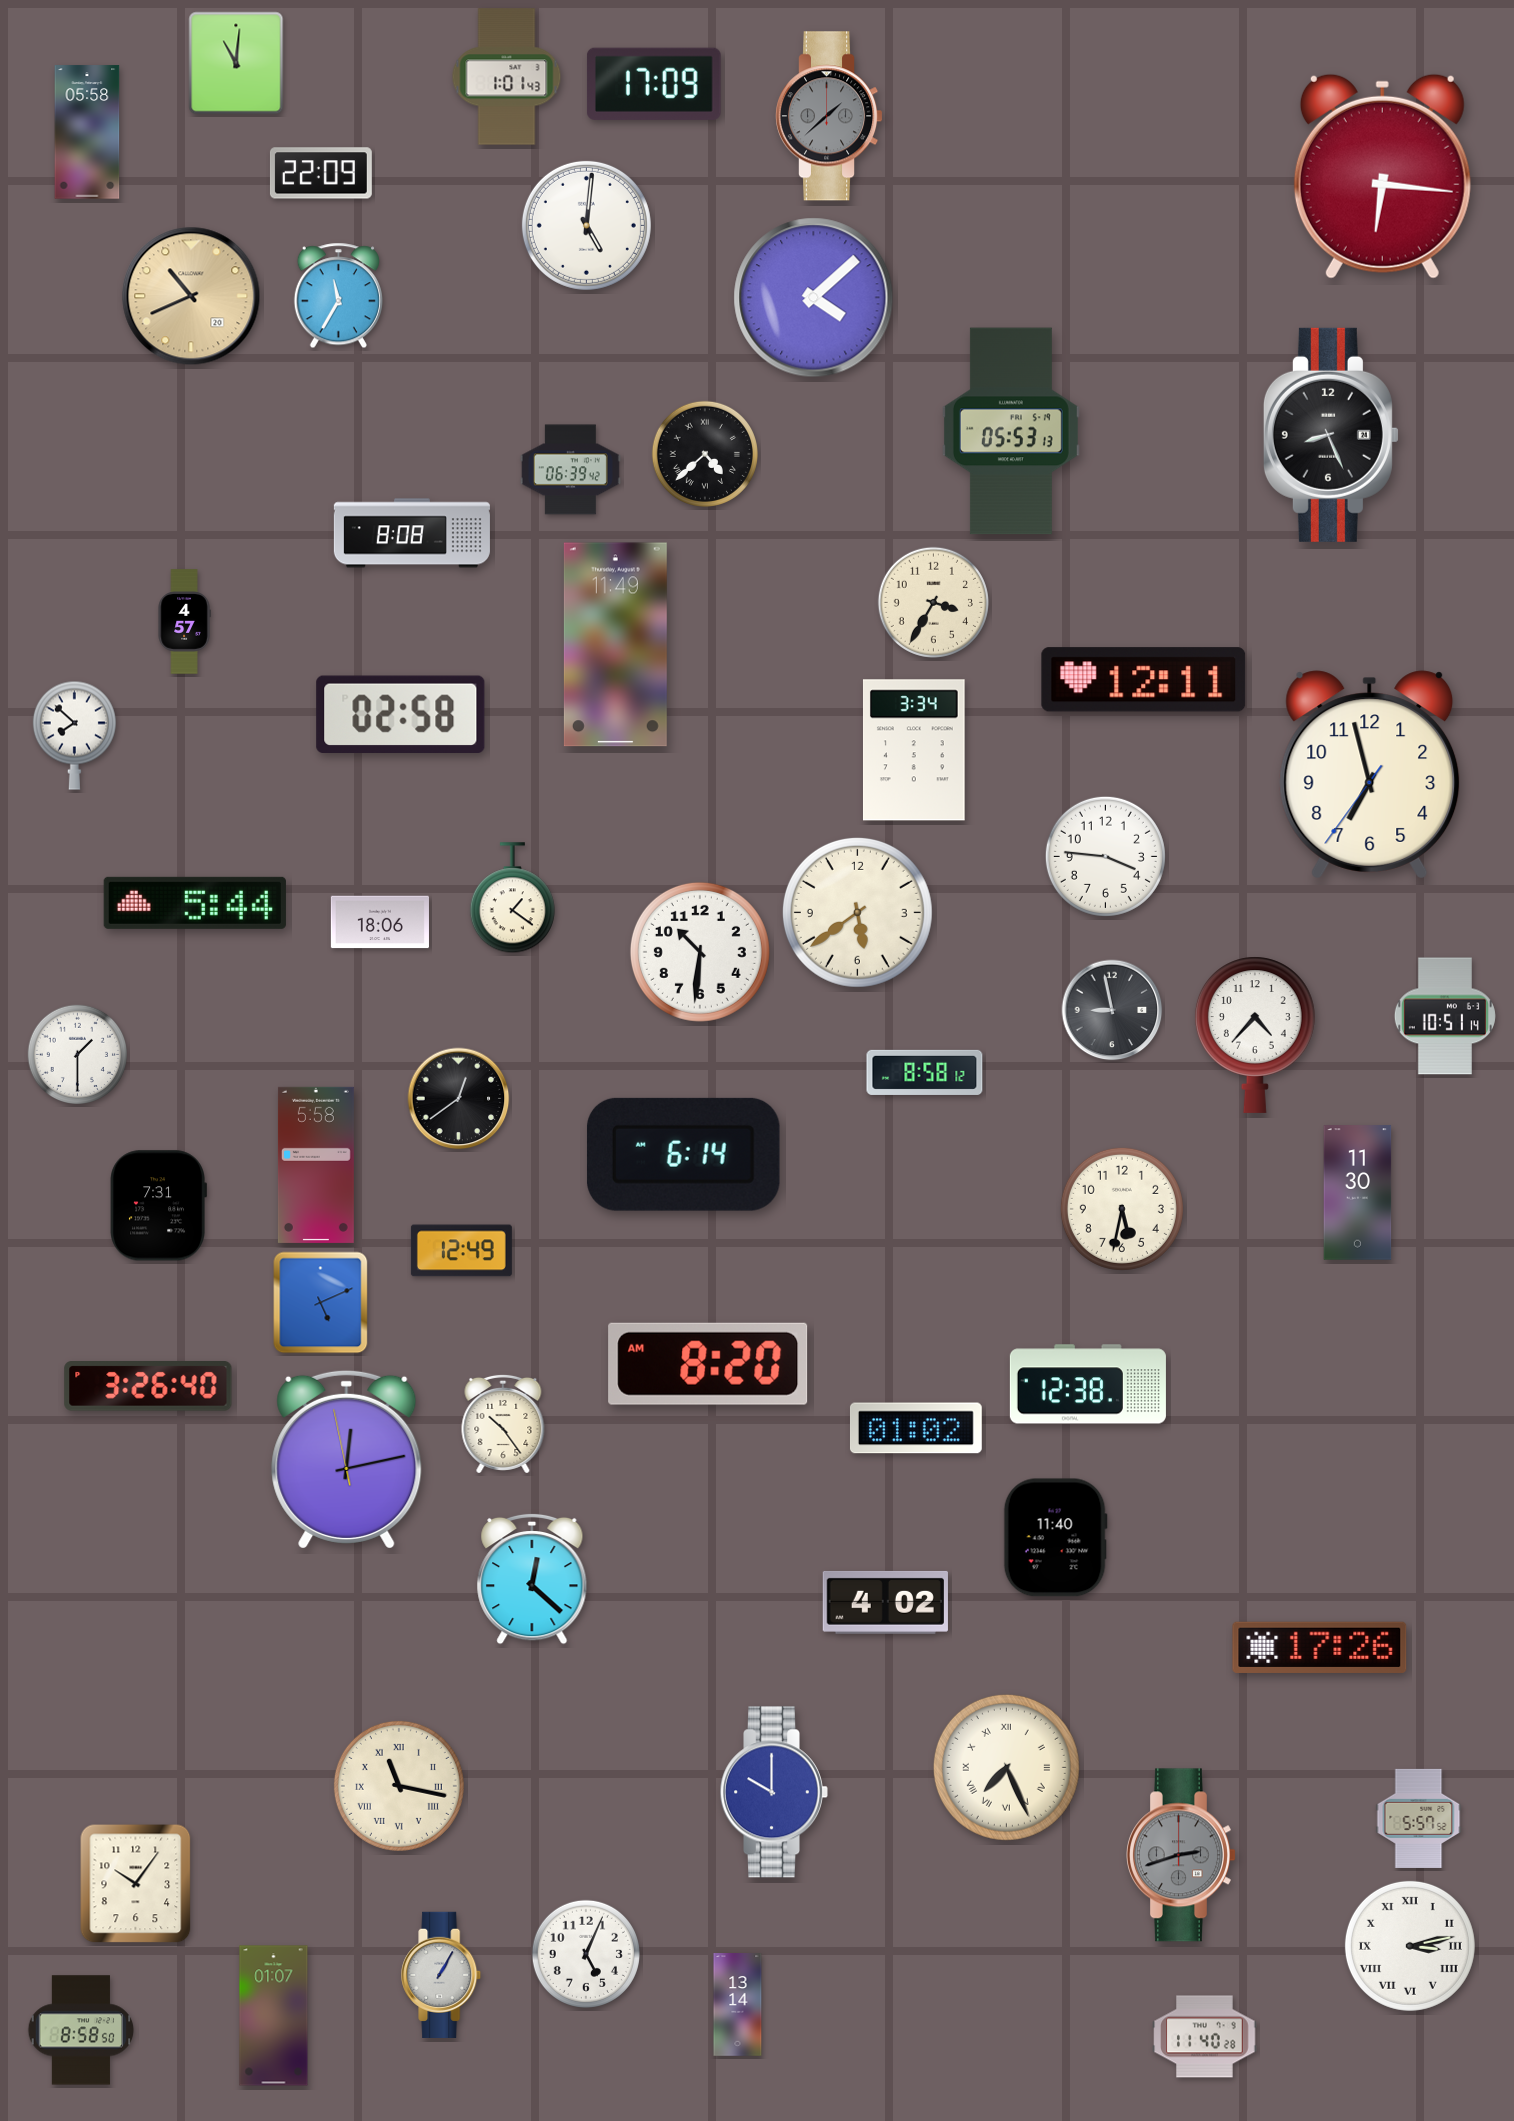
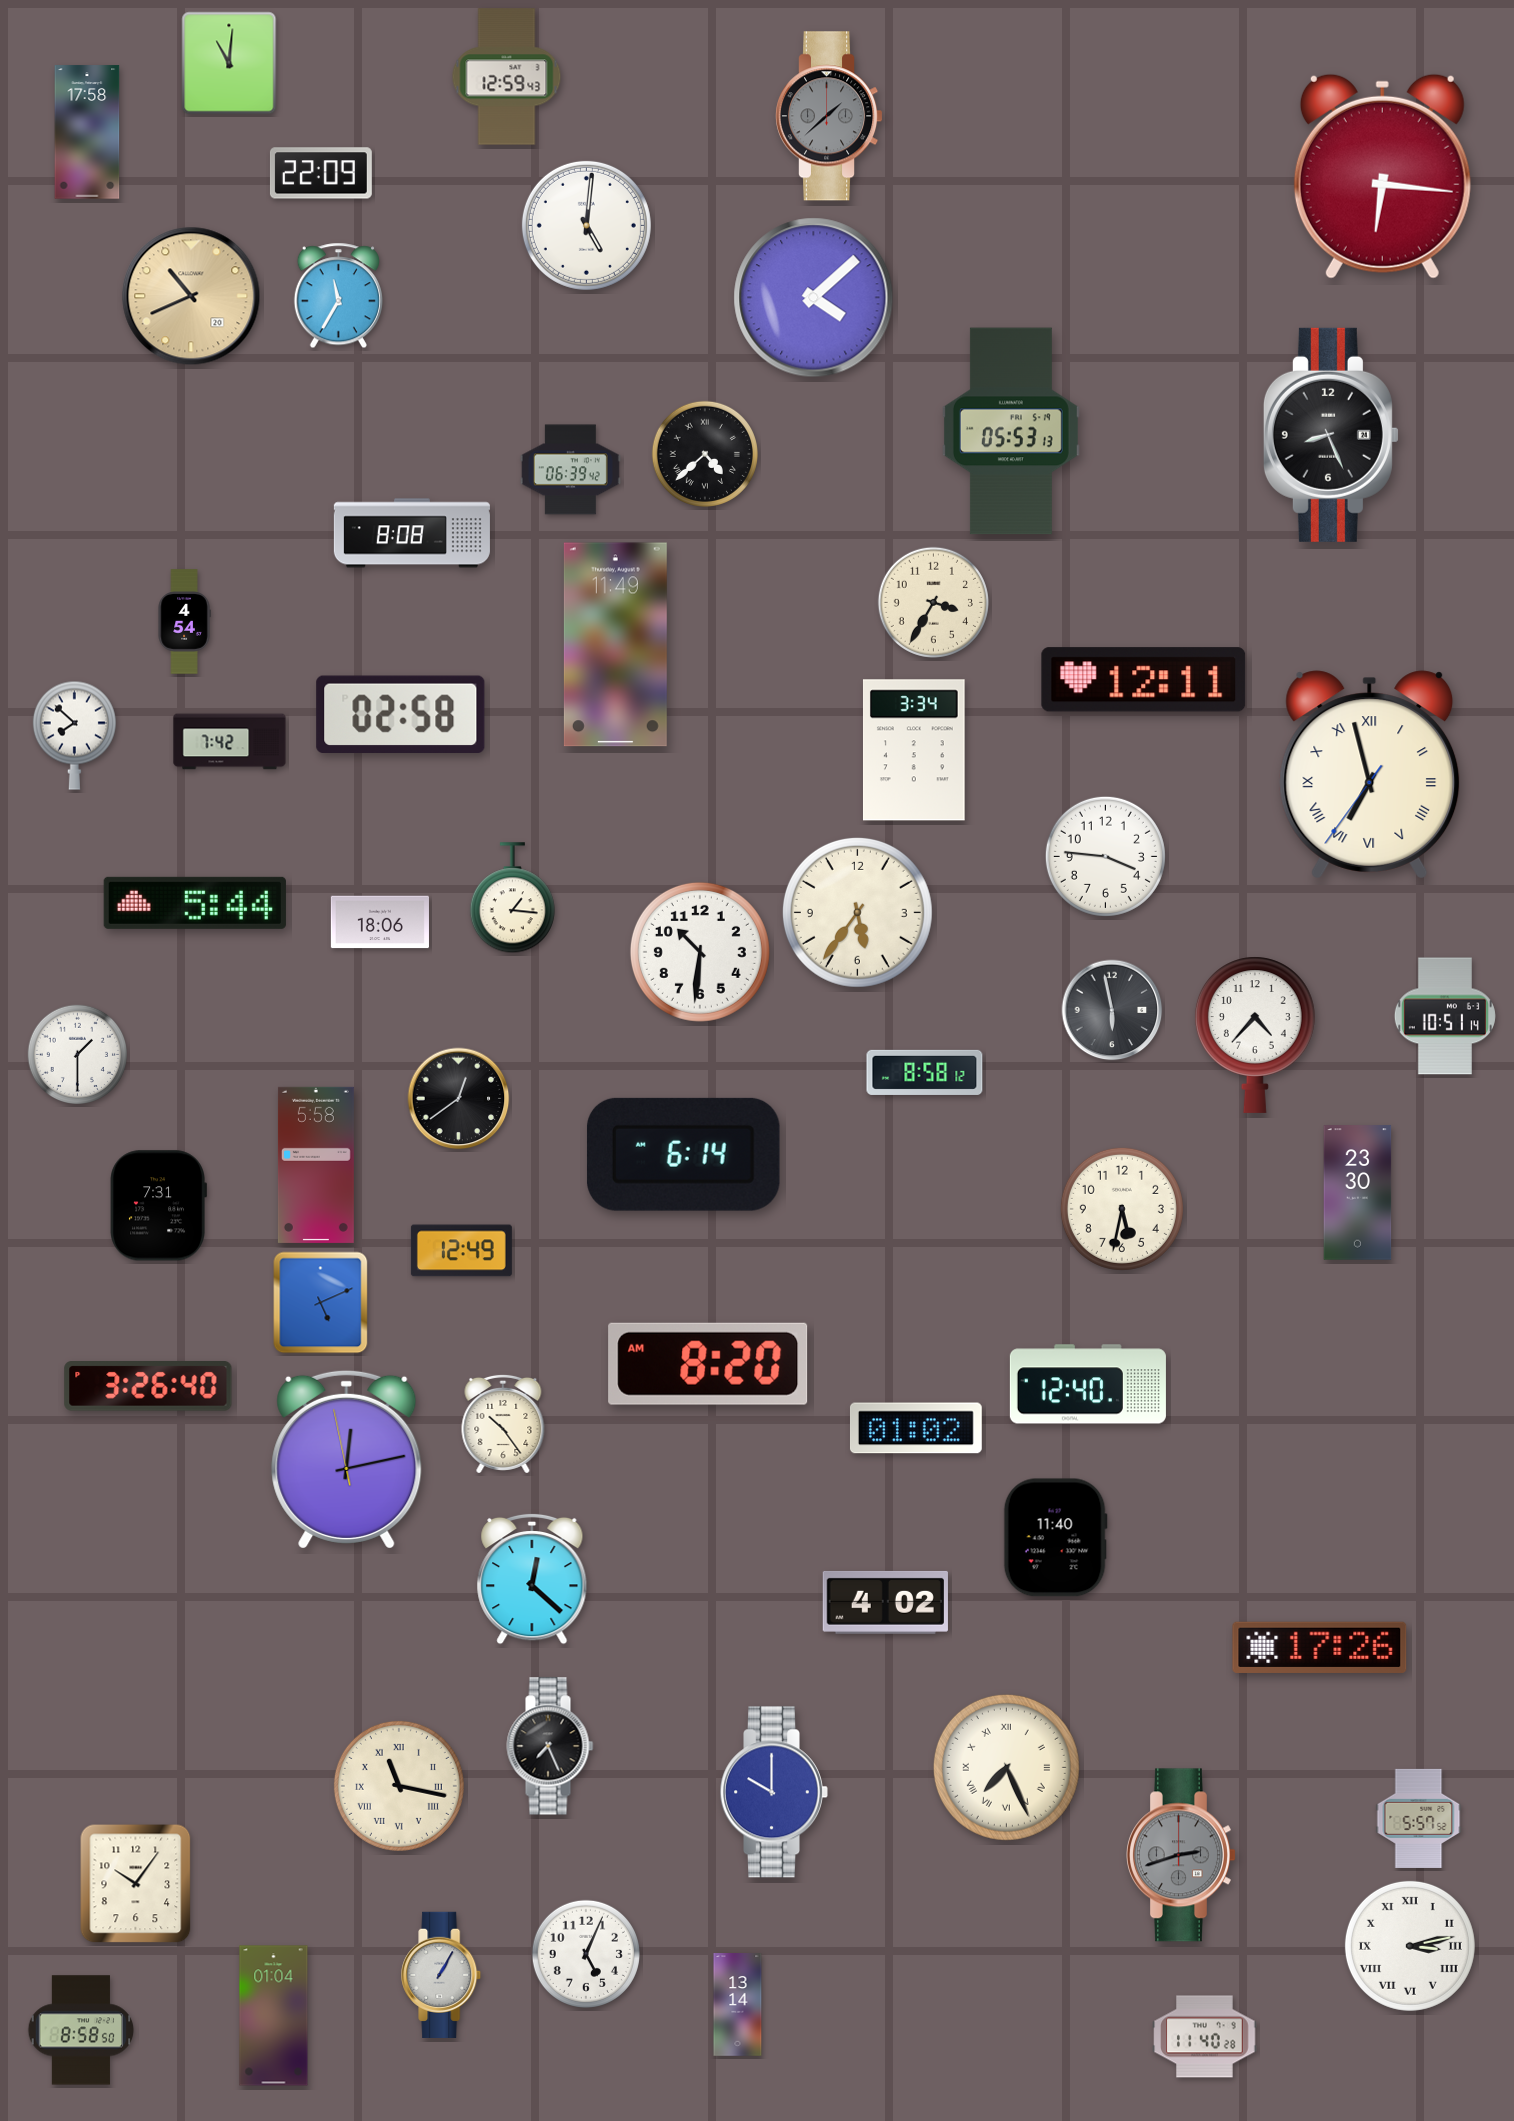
clock at (236, 63) position: (236, 63) -> (229, 63)
clock at (507, 77): 1:01 -> 12:59
clock at (654, 84): 17:09 -> none
clock at (87, 132): 05:58 -> 17:58
clock at (184, 622): 4:57 -> 4:54
clock at (230, 742): none -> 7:42
clock at (1370, 775) numerals: Arabic -> Roman
clock at (512, 898): 1:21 -> 1:16
clock at (857, 912): 5:39 -> 5:36
clock at (1112, 1010): 8:58 -> 5:58
clock at (1358, 1193): 11:30 -> 23:30
clock at (1088, 1384): 12:38 -> 12:40
clock at (550, 1746): none -> 7:26
clock at (274, 2016): 01:07 -> 01:04
